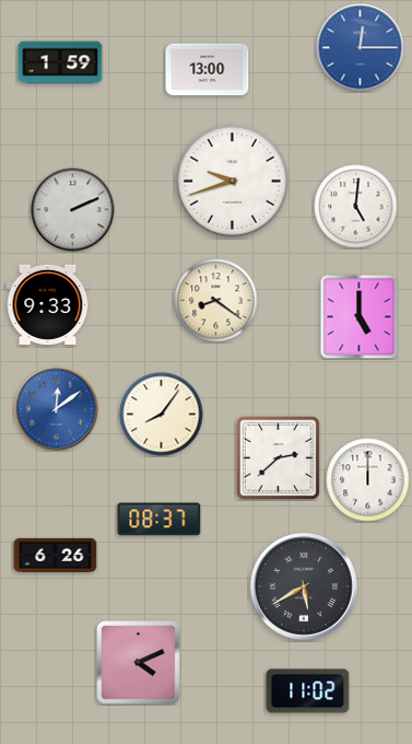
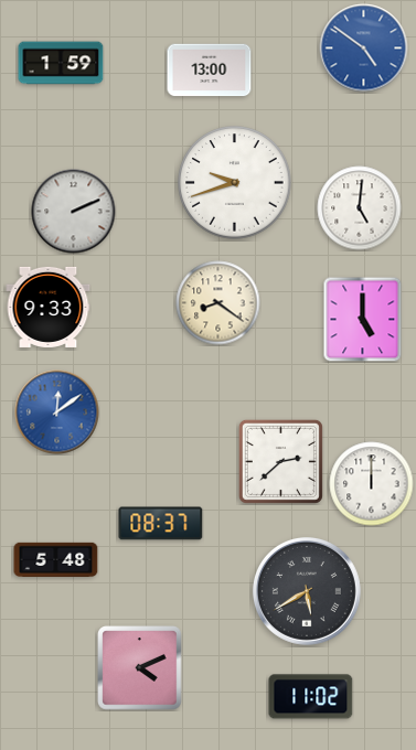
clock at (361, 48): 12:15 -> 4:51
clock at (162, 415): 8:06 -> none
clock at (56, 555): 6:26 -> 5:48
